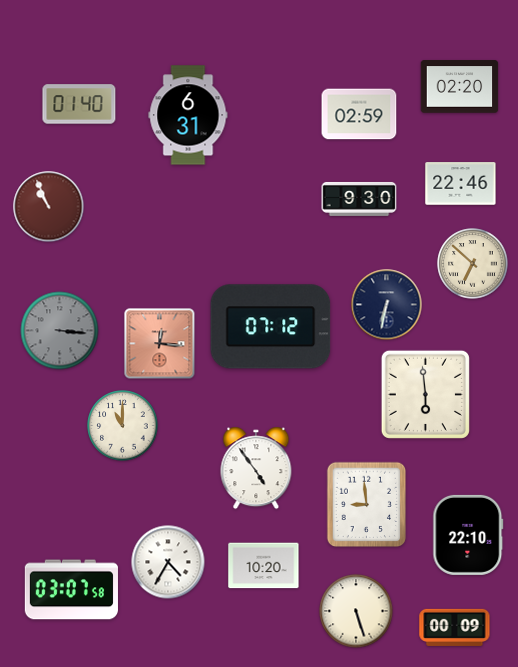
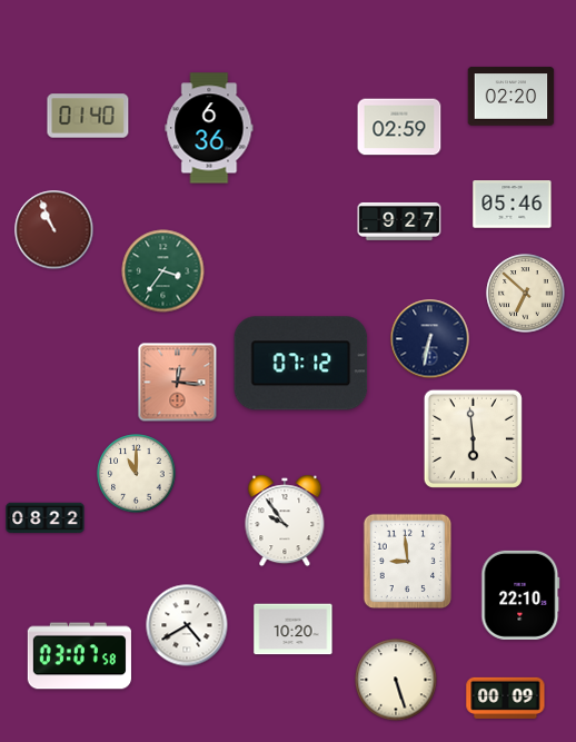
clock at (188, 115): 6:31 -> 6:36
clock at (461, 184): 22:46 -> 05:46
clock at (359, 199): 9:30 -> 9:27
clock at (163, 271): none -> 3:36
clock at (60, 331): 3:16 -> none
clock at (46, 518): none -> 08:22
clock at (256, 468): 4:54 -> 9:54
clock at (168, 562): 4:35 -> 4:40
